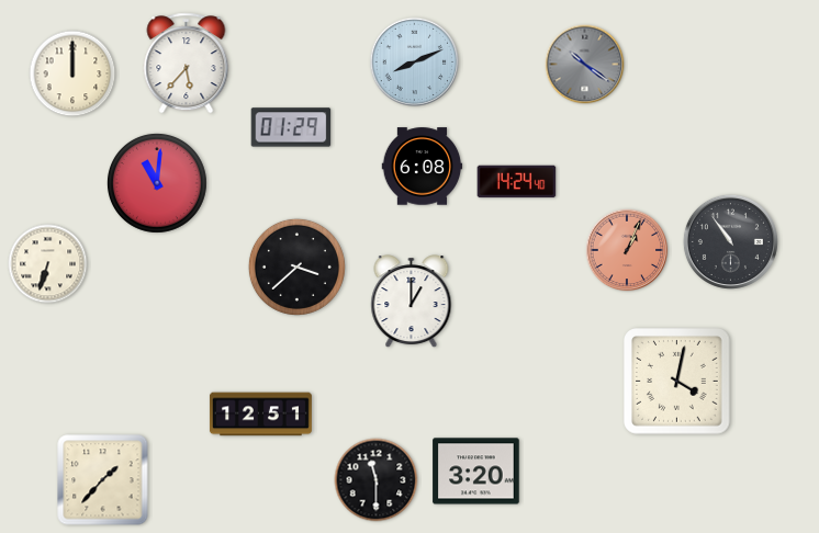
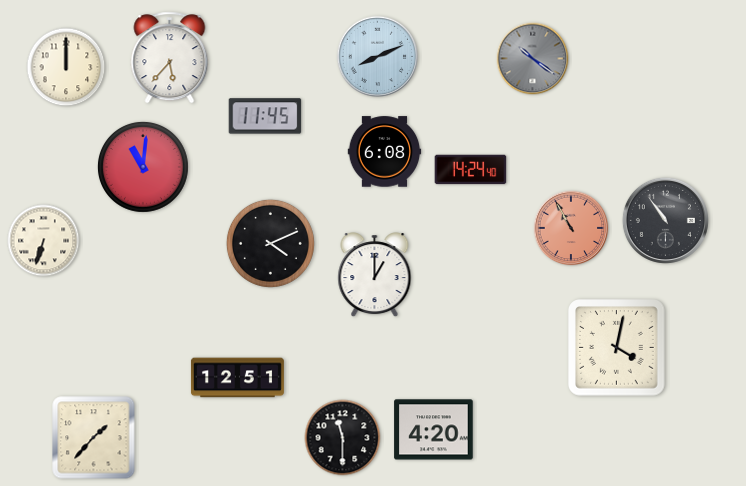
clock at (291, 127): 01:29 -> 11:45
clock at (517, 182) position: (517, 182) -> (471, 170)
clock at (627, 250): 1:04 -> 10:55
clock at (296, 266): 3:38 -> 4:11
clock at (476, 472): 3:20 -> 4:20
